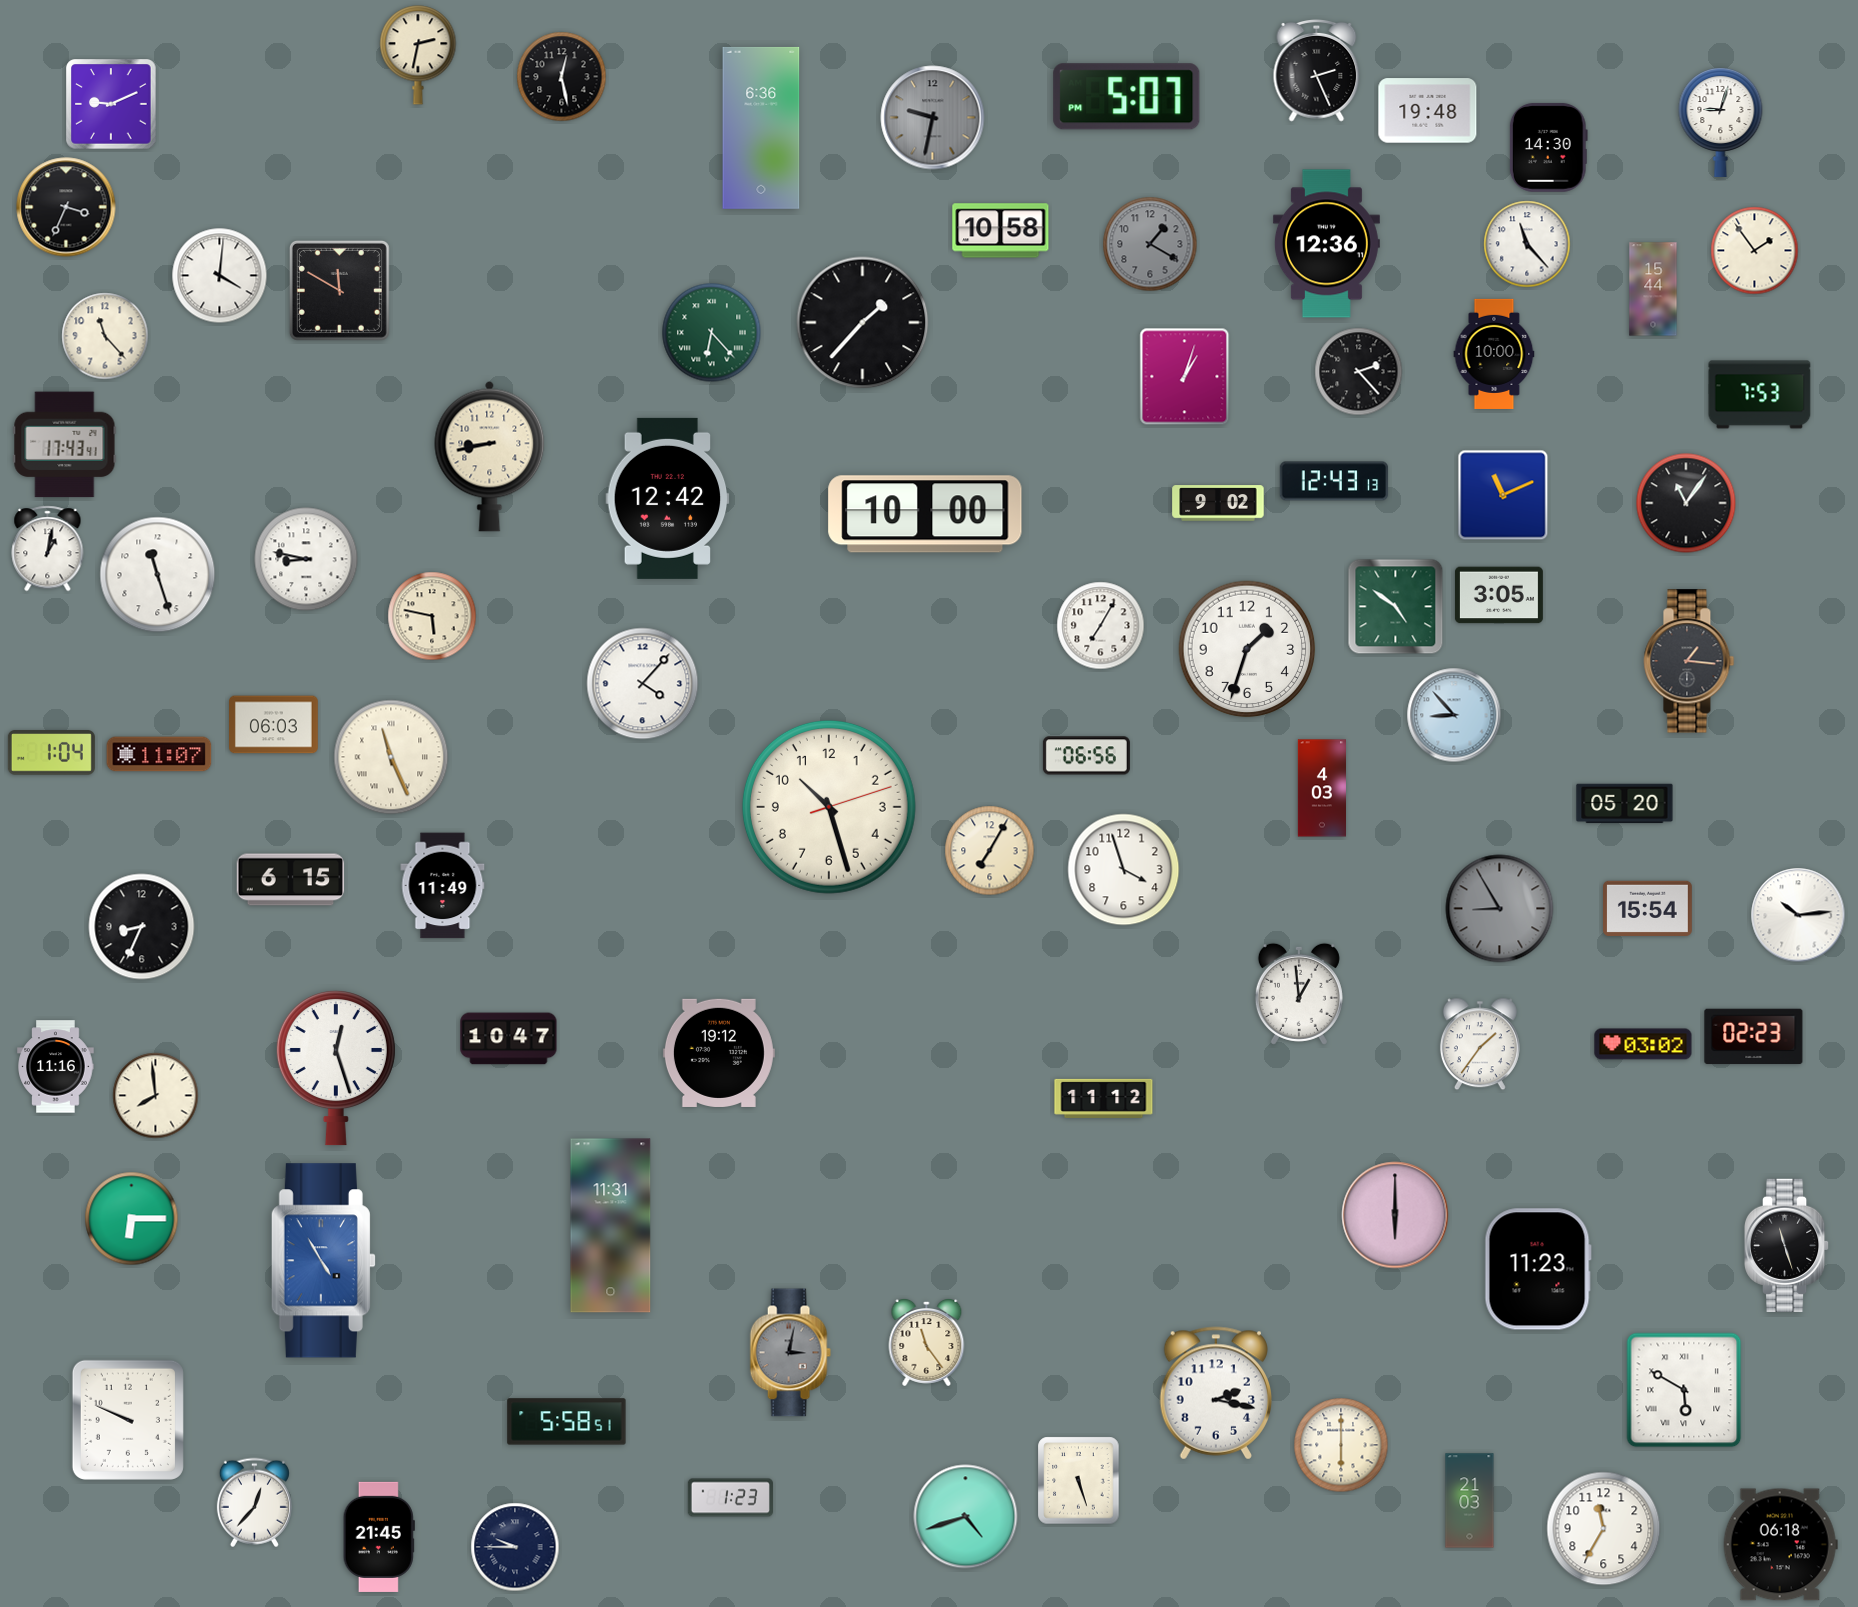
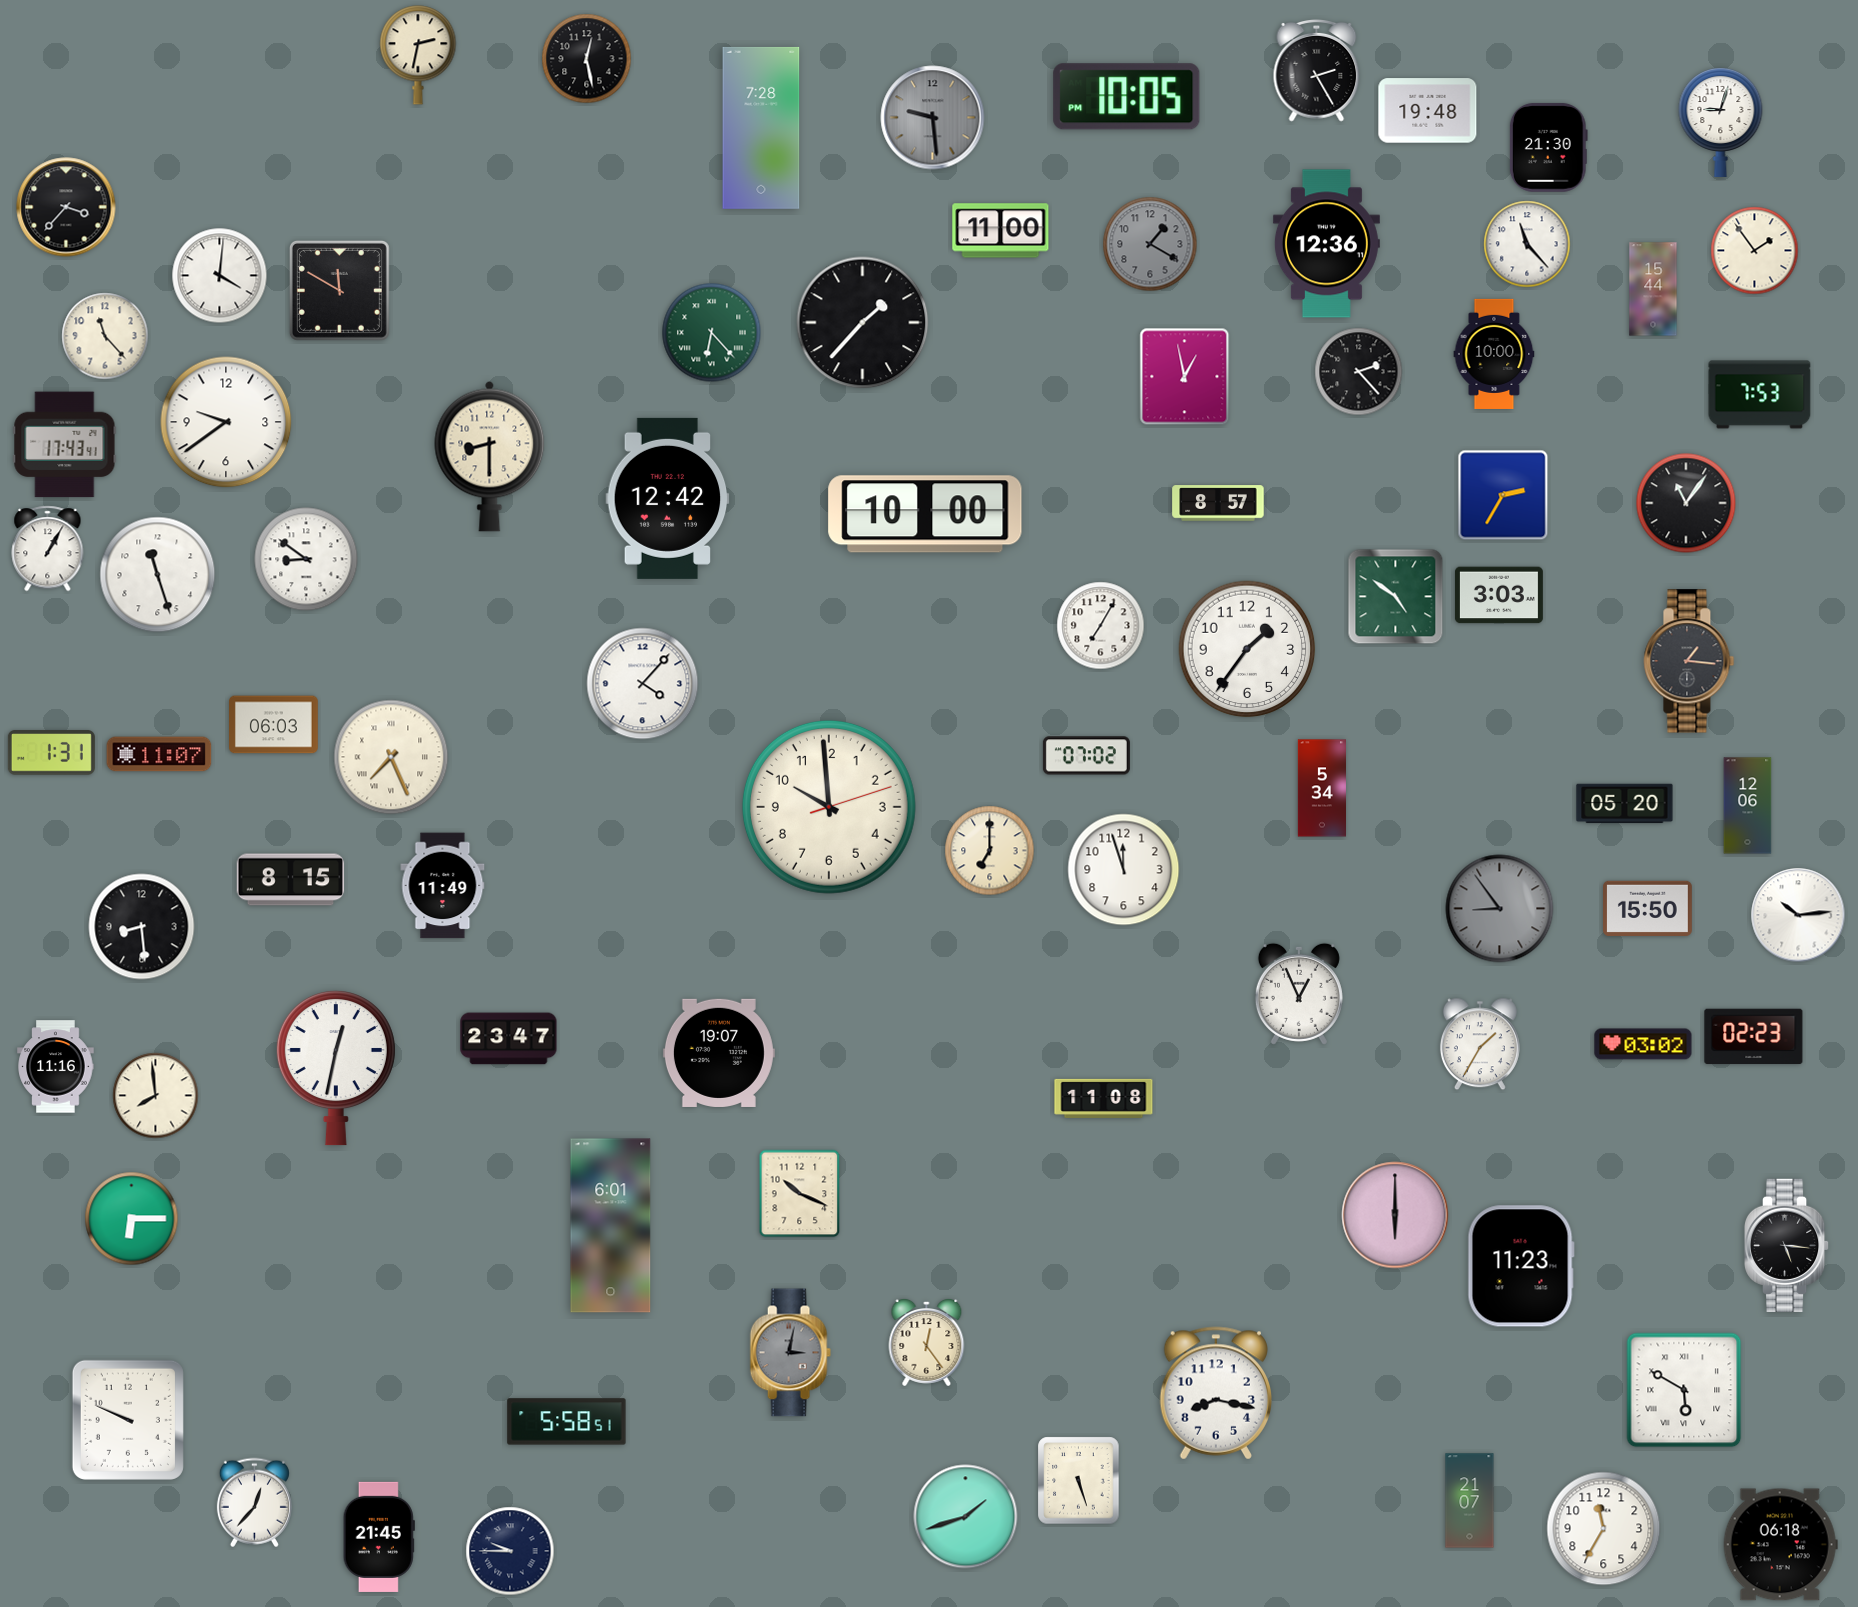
clock at (1317, 71): 2:26 -> 2:25
clock at (562, 77) position: (562, 77) -> (587, 59)
clock at (1127, 97): 5:07 -> 10:05
clock at (111, 104): 9:11 -> none
clock at (933, 118): 9:32 -> 9:29
clock at (761, 128): 6:36 -> 7:28
clock at (1548, 147): 14:30 -> 21:30
clock at (66, 207): 3:34 -> 3:37
clock at (1001, 231): 10:58 -> 11:00
clock at (1185, 377): 1:03 -> 12:58
clock at (226, 422): none -> 9:39
clock at (490, 456): 8:43 -> 8:30
clock at (1334, 481): 12:43 -> none
clock at (1503, 495): 11:11 -> 2:35
clock at (1218, 503): 9:02 -> 8:57
clock at (48, 549): 1:02 -> 1:05
clock at (306, 559): 8:47 -> 8:51
clock at (1499, 595): 3:05 -> 3:03
clock at (1396, 607) position: (1396, 607) -> (1396, 597)
clock at (432, 616): 5:47 -> none
clock at (1247, 649): 1:33 -> 1:36
clock at (1454, 715): 8:53 -> none
clock at (51, 753): 1:04 -> 1:31
clock at (1086, 756): 06:56 -> 07:02
clock at (391, 757): 11:26 -> 7:26
clock at (1321, 788): 4:03 -> 5:34
clock at (1748, 806): none -> 12:06
clock at (829, 807): 10:27 -> 9:59
clock at (990, 851): 7:05 -> 7:00
clock at (1124, 870): 3:57 -> 11:57
clock at (291, 880): 6:15 -> 8:15
clock at (1648, 908): 15:54 -> 15:50
clock at (1500, 909): 8:55 -> 8:54
clock at (142, 927): 8:34 -> 8:29
clock at (1299, 994): 12:59 -> 12:56
clock at (509, 1039): 10:47 -> 23:47
clock at (1480, 1044): 1:36 -> 1:35
clock at (719, 1053): 19:12 -> 19:07
clock at (336, 1068): 12:27 -> 12:32
clock at (1104, 1098): 11:12 -> 11:08
clock at (800, 1194): none -> 10:19
clock at (611, 1226): 11:31 -> 6:01
clock at (1787, 1245): 11:27 -> 5:16
clock at (323, 1261): 4:55 -> none
clock at (1538, 1269) position: (1538, 1269) -> (1521, 1266)
clock at (927, 1343): 11:24 -> 12:24
clock at (1215, 1393): 2:17 -> 8:17
clock at (1341, 1445): 6:00 -> none
clock at (730, 1498): 1:23 -> none
clock at (1470, 1501): 21:03 -> 21:07
clock at (966, 1517): 4:42 -> 1:42
clock at (515, 1547) position: (515, 1547) -> (510, 1551)
